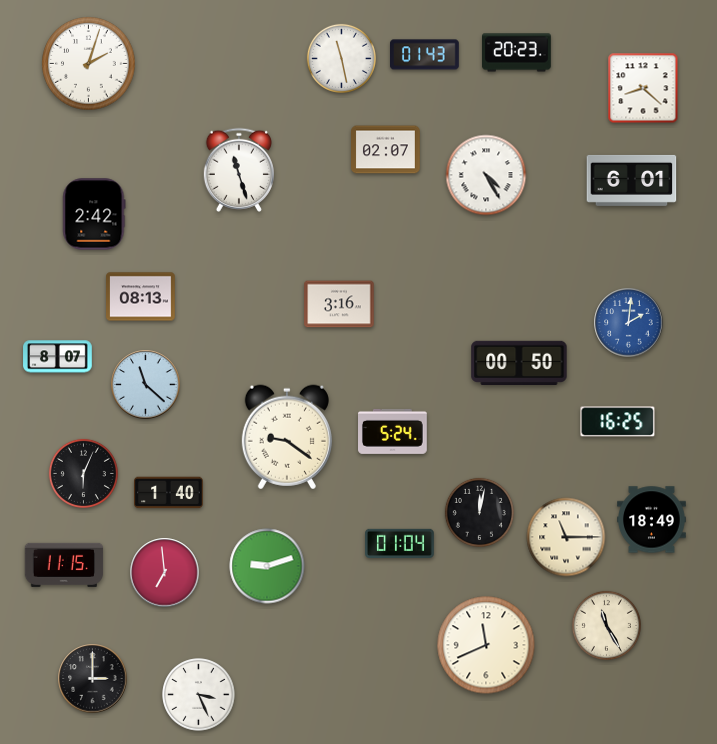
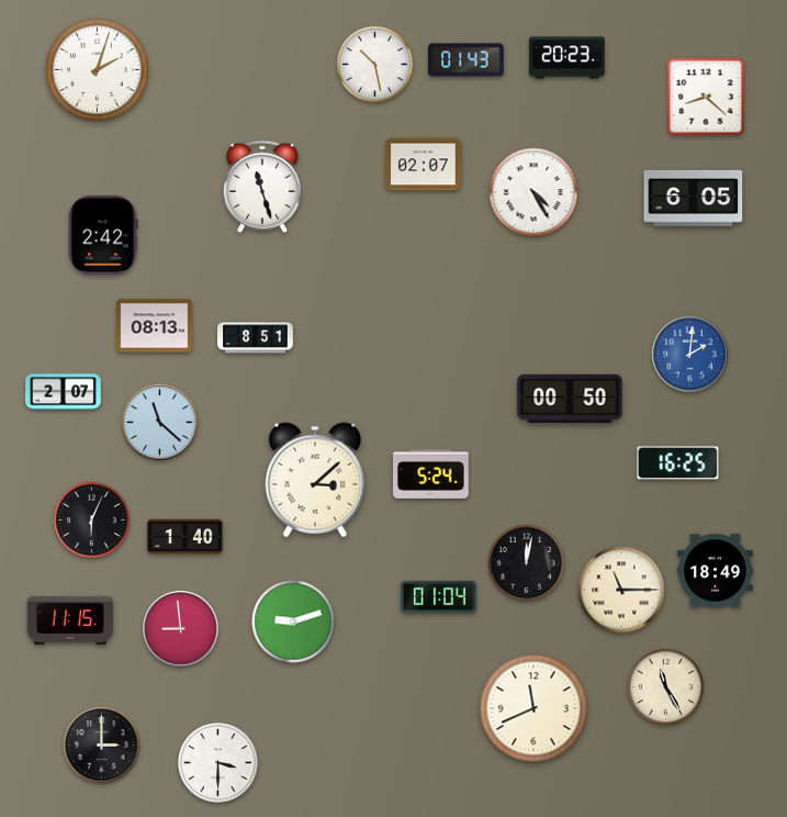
clock at (341, 58): 11:28 -> 10:28
clock at (632, 180): 6:01 -> 6:05
clock at (339, 304): 3:16 -> none
clock at (256, 338): none -> 8:51
clock at (58, 357): 8:07 -> 2:07
clock at (287, 437): 9:21 -> 3:08
clock at (169, 493) position: (169, 493) -> (185, 537)
clock at (165, 573): 6:59 -> 8:59
clock at (199, 695): 3:26 -> 3:30
